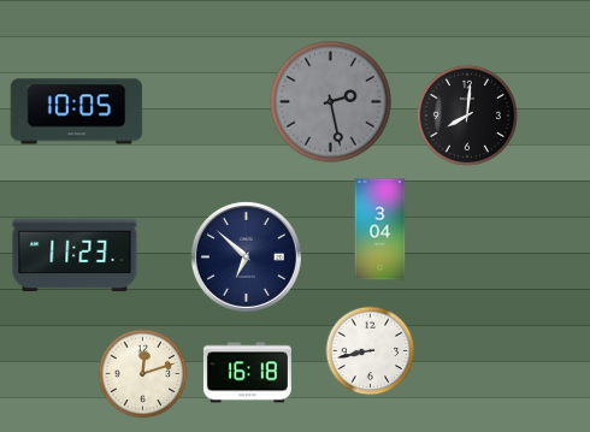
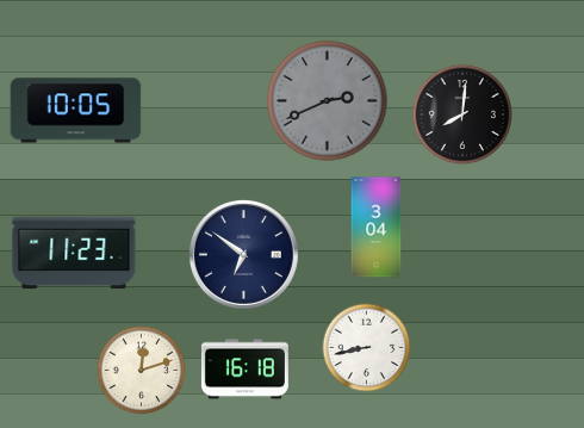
clock at (331, 102): 2:28 -> 2:41
clock at (246, 256): 6:52 -> 6:51
